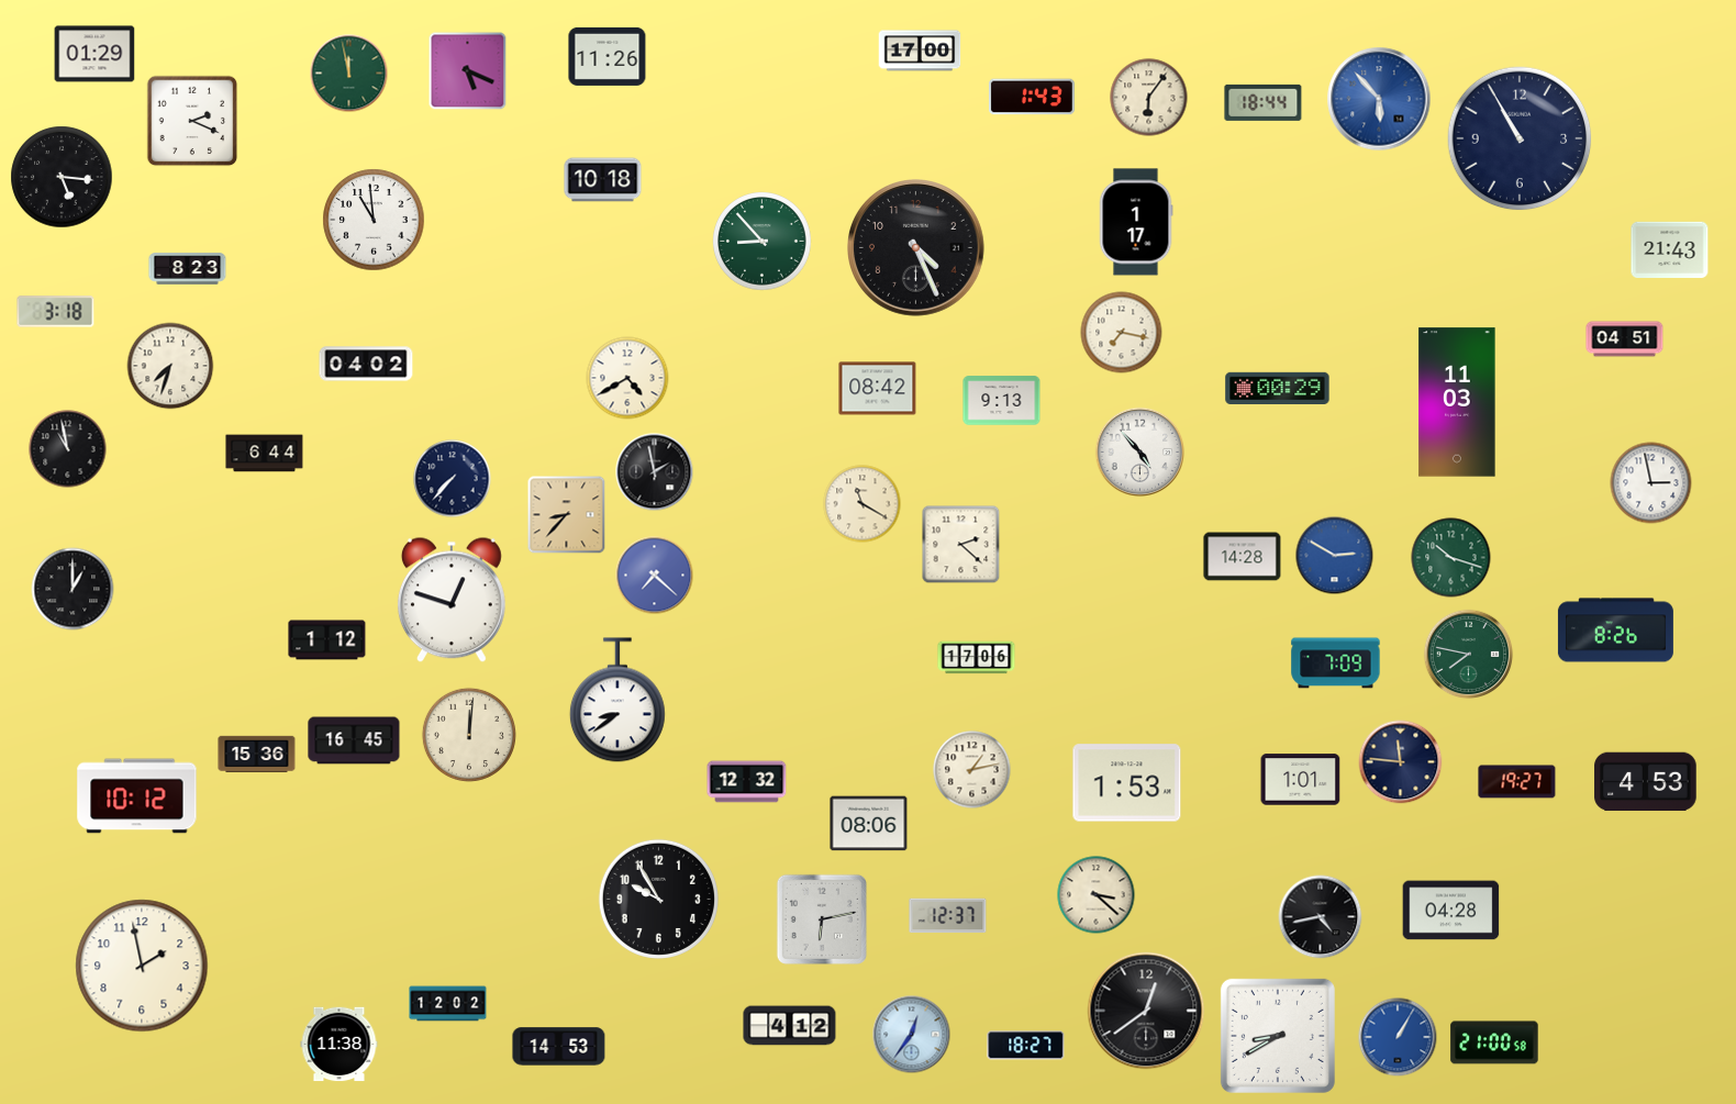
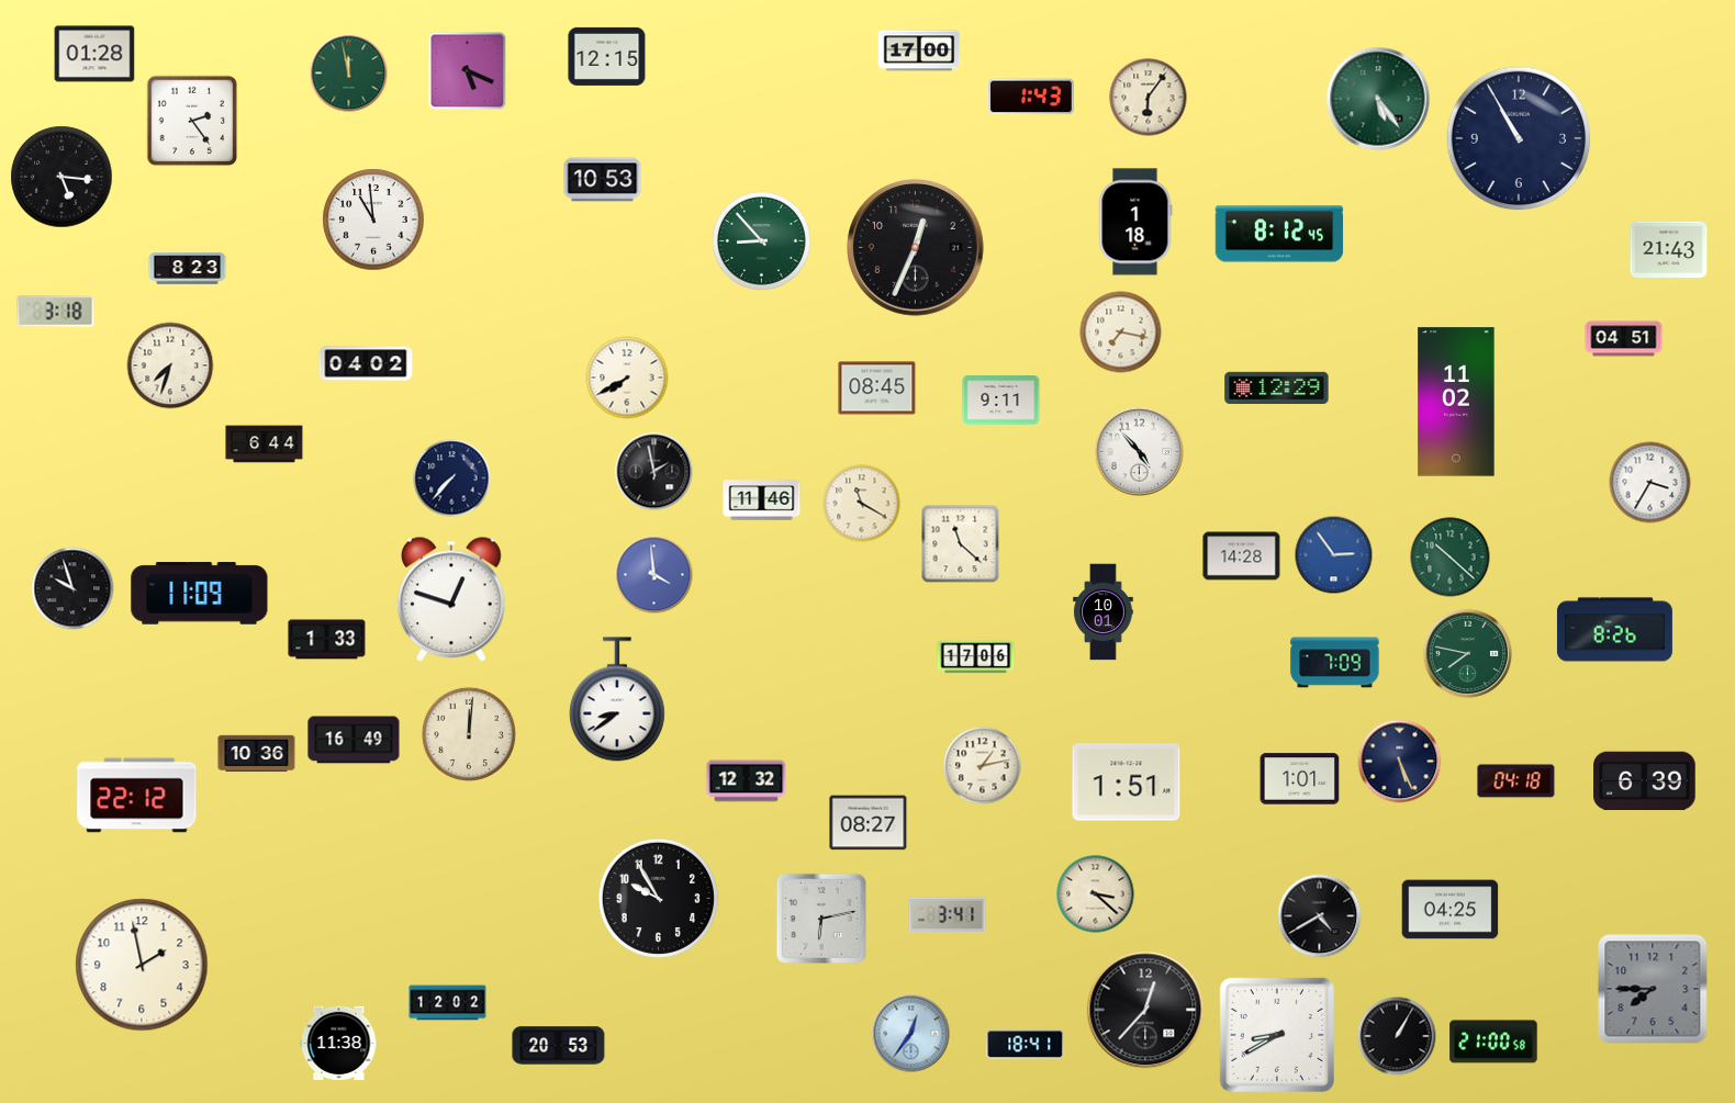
clock at (94, 54): 01:29 -> 01:28
clock at (608, 56): 11:26 -> 12:15
clock at (1379, 99): 5:53 -> 5:24
clock at (1379, 99) dial: blue -> green
clock at (1264, 102): 18:44 -> none
clock at (192, 121): 2:19 -> 2:24
clock at (603, 180): 10:18 -> 10:53
clock at (1136, 222): 1:17 -> 1:18
clock at (1279, 234): none -> 8:12
clock at (916, 248): 4:26 -> 12:34
clock at (627, 378): 4:40 -> 7:40
clock at (1278, 388): 00:29 -> 12:29
clock at (878, 389): 08:42 -> 08:45
clock at (1002, 401): 9:13 -> 9:11
clock at (1457, 402): 11:03 -> 11:02
clock at (68, 449): 10:58 -> none
clock at (265, 454) position: (265, 454) -> (265, 444)
clock at (1651, 483): 2:58 -> 3:35
clock at (762, 500): none -> 11:46
clock at (567, 515): 8:37 -> none
clock at (961, 545): 2:22 -> 11:22
clock at (1335, 556): 2:50 -> 2:54
clock at (1451, 558): 10:18 -> 10:22
clock at (655, 576): 7:22 -> 3:59
clock at (73, 589): 1:00 -> 9:57
clock at (200, 594): none -> 11:09
clock at (1104, 612): none -> 10:01
clock at (327, 640): 1:12 -> 1:33
clock at (354, 740): 16:45 -> 16:49
clock at (257, 755): 15:36 -> 10:36
clock at (1401, 762): 11:46 -> 5:26
clock at (972, 770) position: (972, 770) -> (983, 766)
clock at (1517, 782): 19:27 -> 04:18
clock at (1646, 782): 4:53 -> 6:39
clock at (1127, 783): 1:53 -> 1:51
clock at (137, 796): 10:12 -> 22:12
clock at (869, 824): 08:06 -> 08:27
clock at (1451, 911): 04:28 -> 04:25
clock at (948, 916): 12:37 -> 3:41
clock at (1321, 917): 4:43 -> 4:40
clock at (1653, 989): none -> 7:45
clock at (1146, 1011): 12:39 -> 12:37
clock at (790, 1026): 4:12 -> none
clock at (1398, 1037) dial: blue -> black
clock at (1026, 1046): 18:27 -> 18:41
clock at (559, 1047): 14:53 -> 20:53
